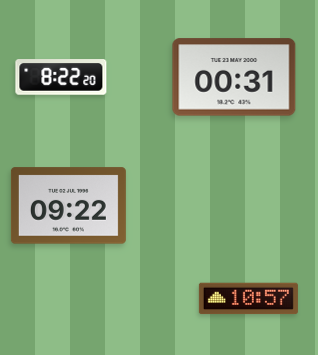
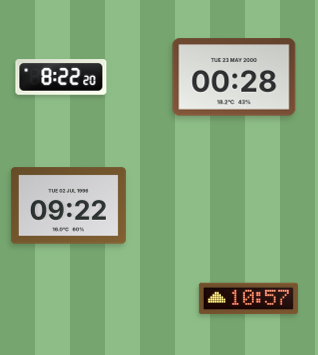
clock at (234, 77): 00:31 -> 00:28
